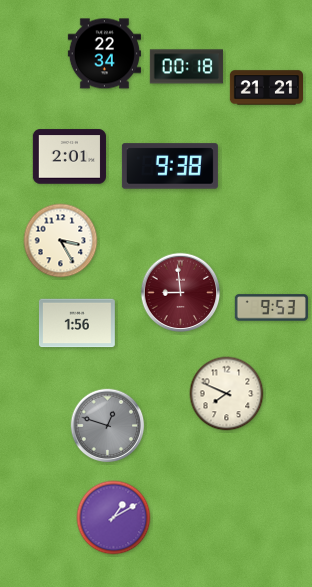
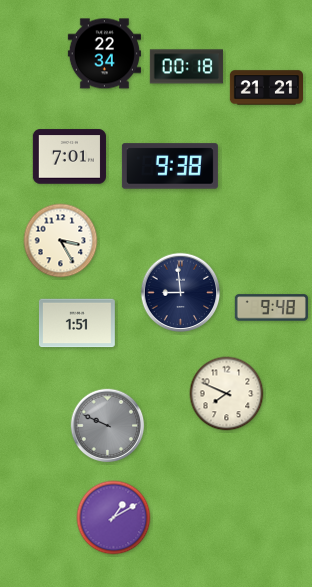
clock at (69, 157): 2:01 -> 7:01
clock at (181, 293) dial: burgundy -> navy
clock at (271, 308): 9:53 -> 9:48
clock at (77, 323): 1:56 -> 1:51
clock at (108, 426): 12:48 -> 9:49
